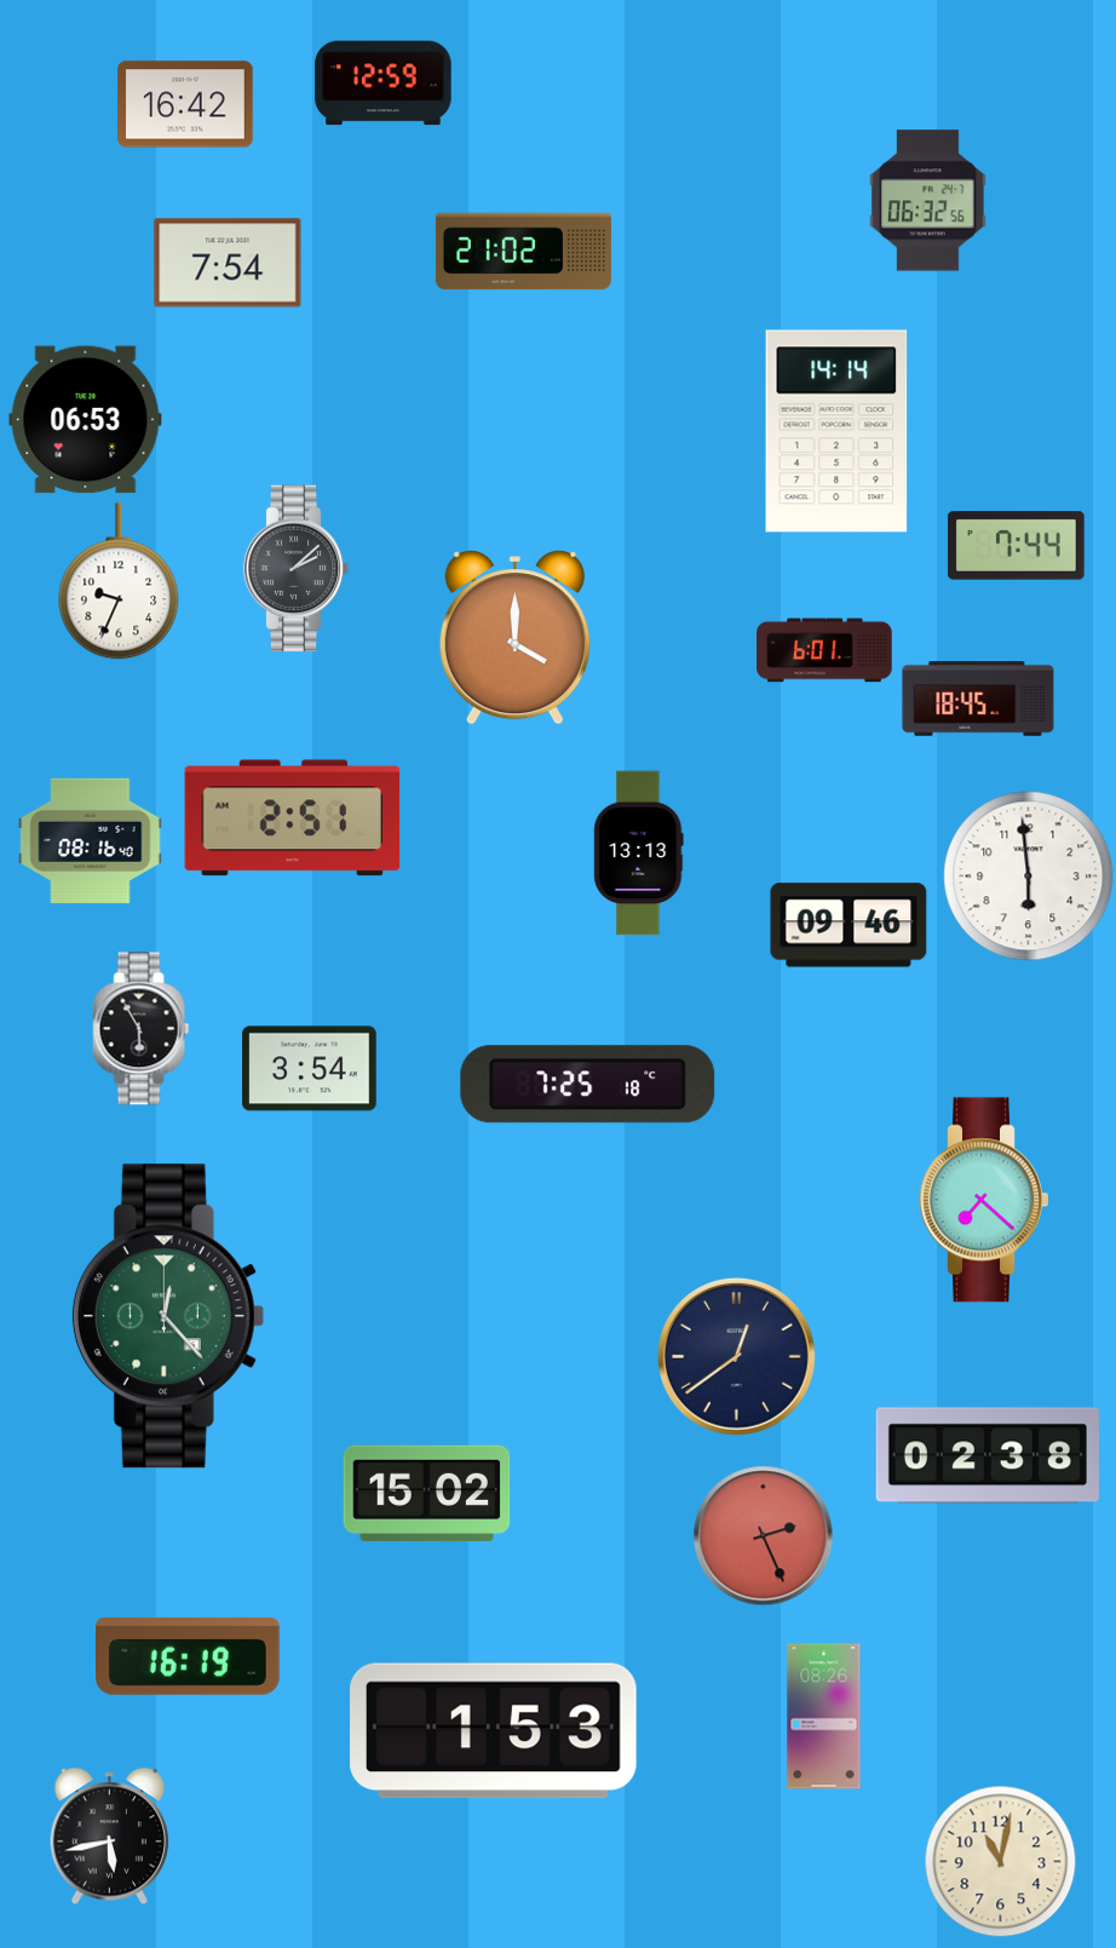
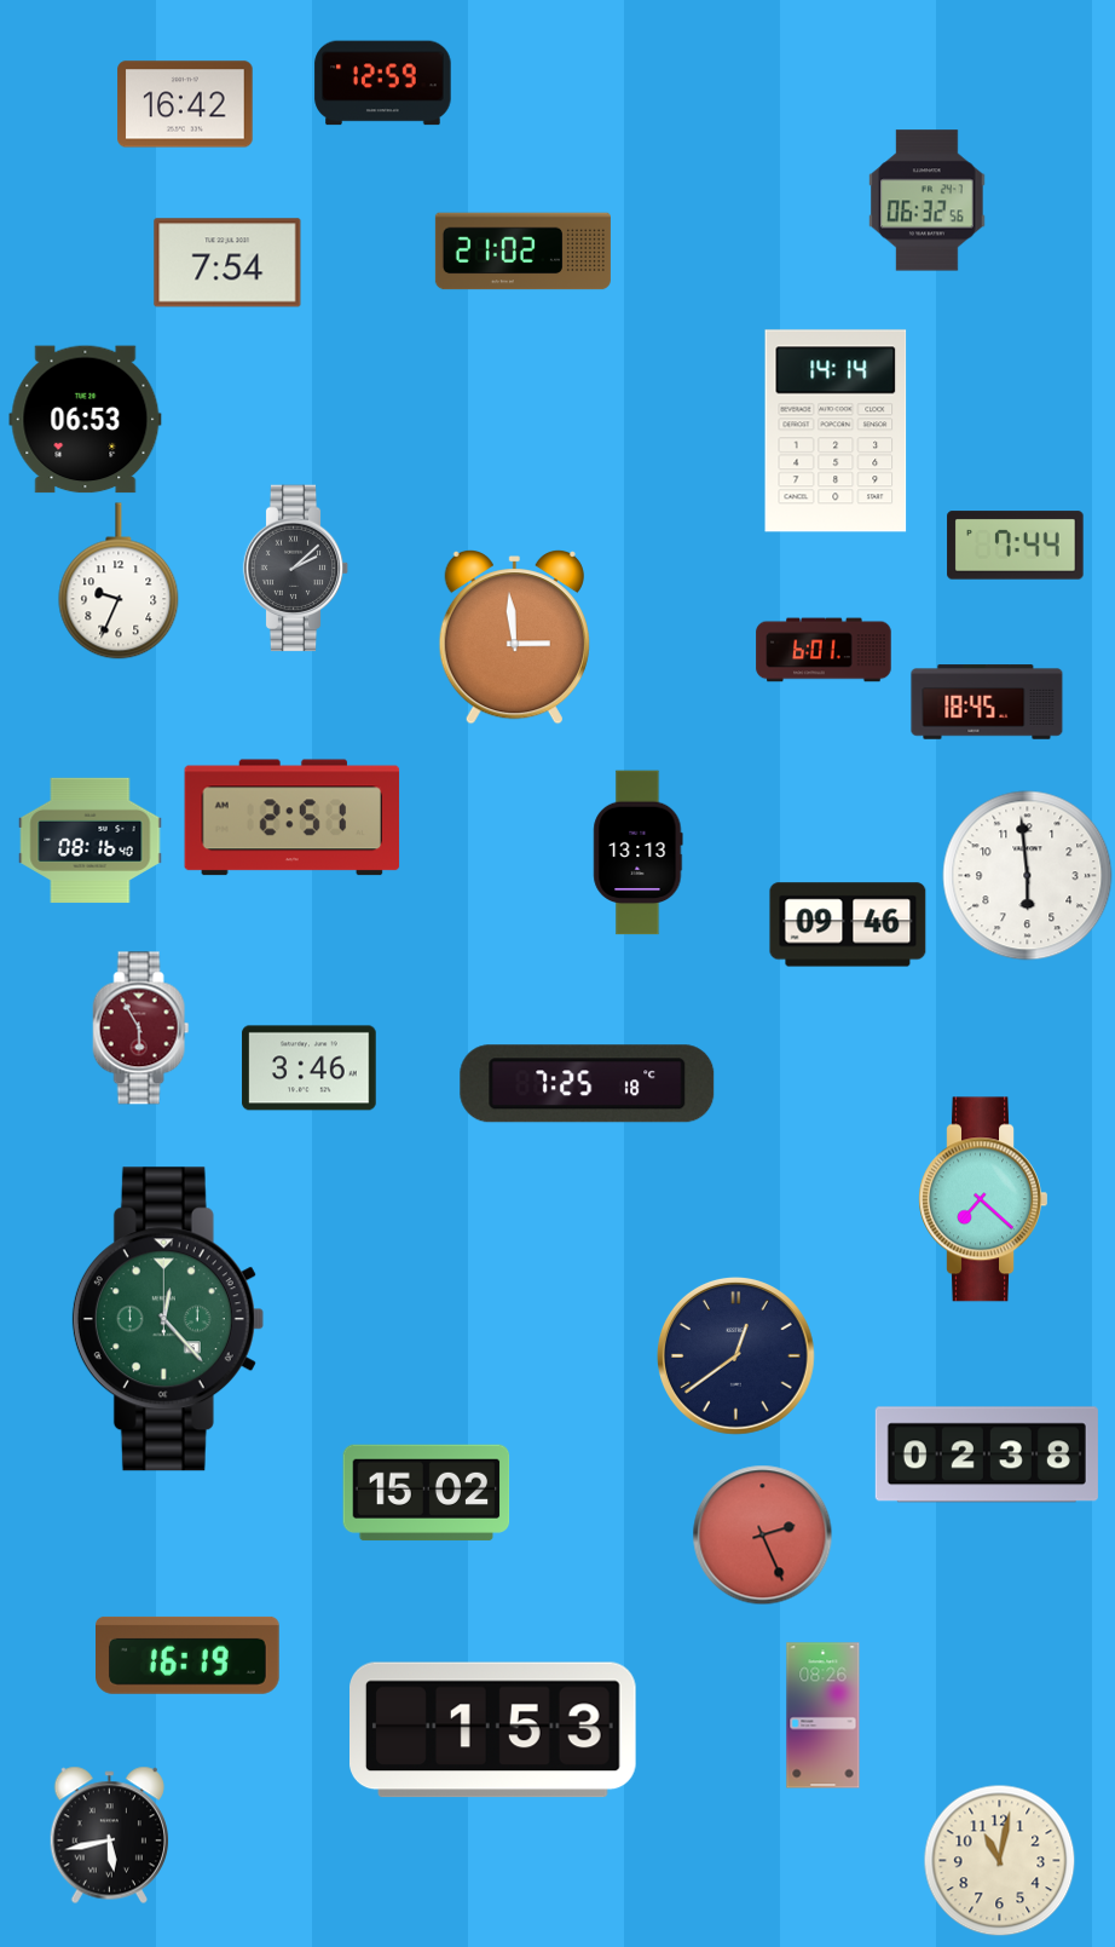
clock at (514, 638): 4:00 -> 2:59
clock at (978, 699) position: (978, 699) -> (987, 702)
clock at (142, 1029) dial: black -> burgundy
clock at (310, 1069): 3:54 -> 3:46
clock at (168, 1316) position: (168, 1316) -> (168, 1319)
